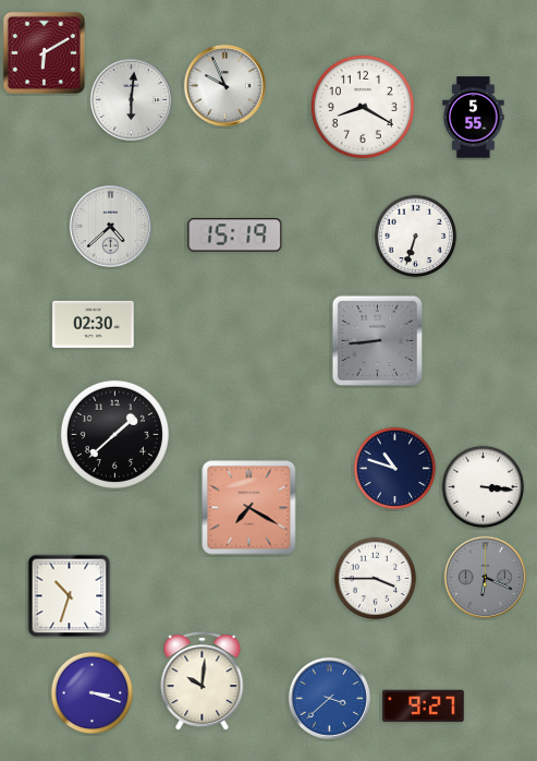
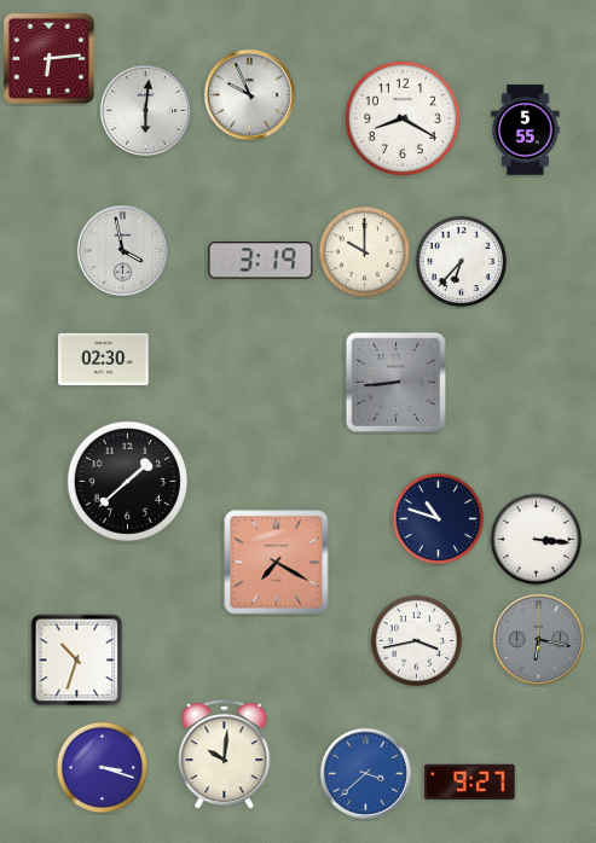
clock at (44, 52): 6:10 -> 6:14
clock at (110, 226): 4:38 -> 3:58
clock at (365, 252): none -> 10:00
clock at (235, 235): 15:19 -> 3:19
clock at (416, 237): 6:33 -> 6:37
clock at (377, 340) position: (377, 340) -> (395, 382)
clock at (485, 577): 6:19 -> 6:17
clock at (376, 579): 3:45 -> 3:43
